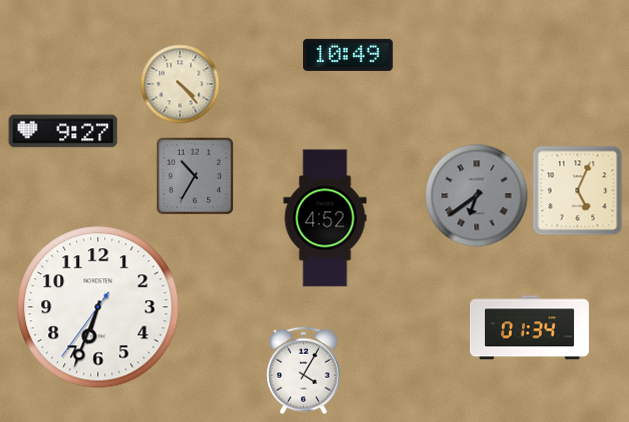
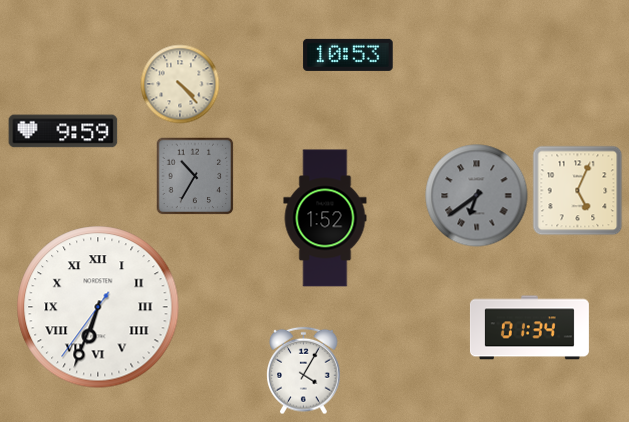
clock at (348, 55): 10:49 -> 10:53
clock at (63, 131): 9:27 -> 9:59
clock at (325, 218): 4:52 -> 1:52
clock at (98, 307) numerals: Arabic -> Roman
